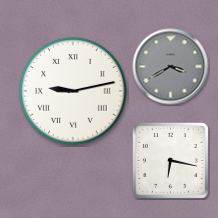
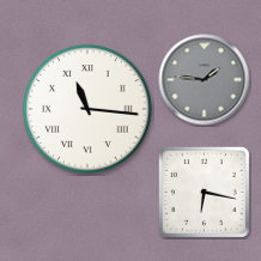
clock at (171, 67): 3:40 -> 1:46
clock at (73, 91): 9:13 -> 11:16
